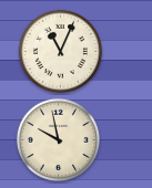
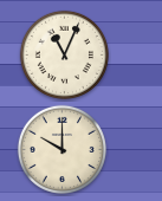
clock at (58, 139): 9:58 -> 10:00
